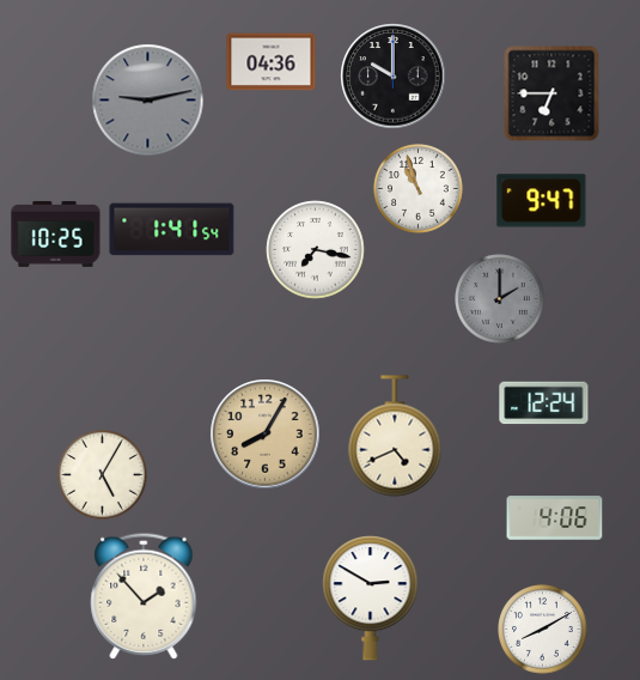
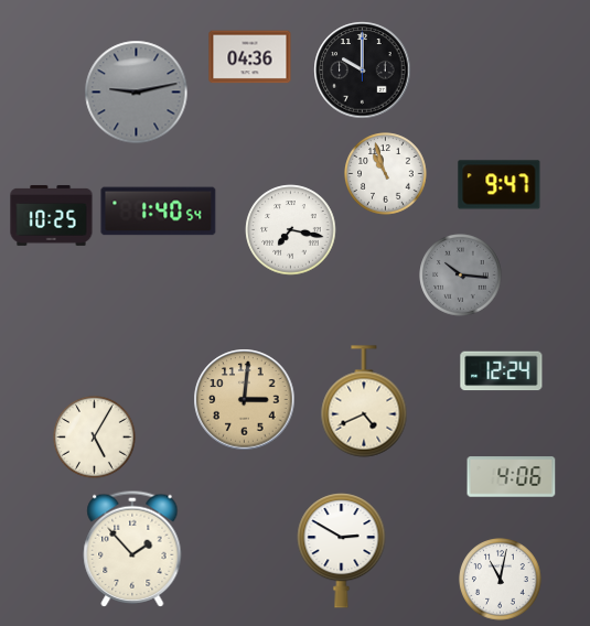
clock at (551, 93): 6:45 -> none
clock at (172, 230): 1:41 -> 1:40
clock at (500, 299): 2:00 -> 10:16
clock at (266, 435): 8:05 -> 3:01
clock at (543, 630): 8:10 -> 11:02
